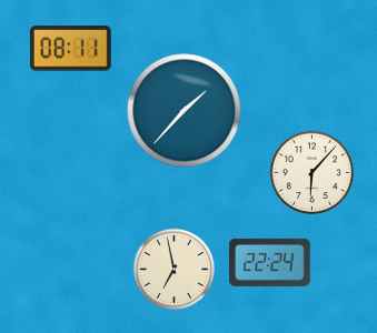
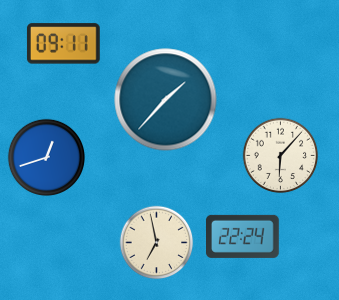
clock at (70, 49): 08:11 -> 09:11
clock at (46, 157): none -> 12:42
